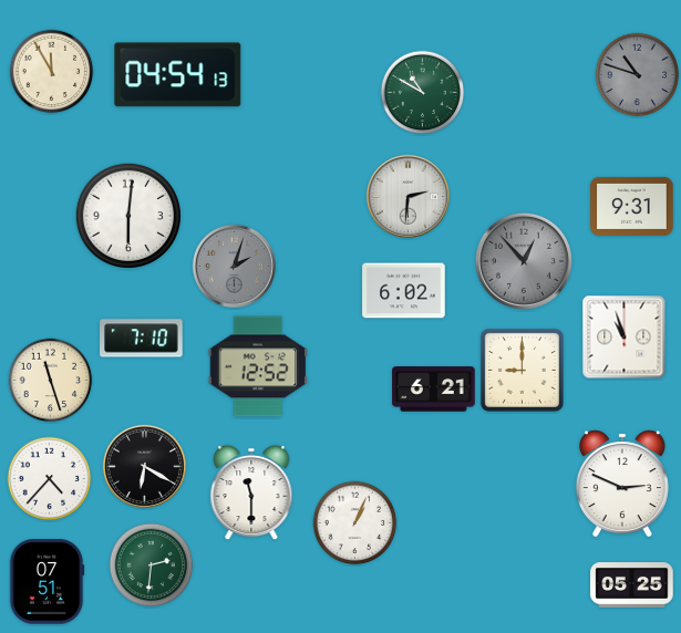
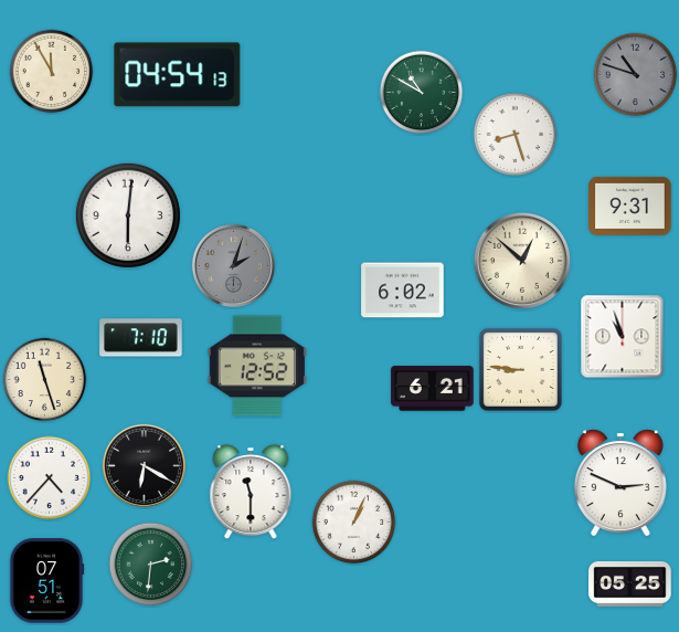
clock at (516, 135): none -> 8:27
clock at (407, 196): 2:31 -> none
clock at (523, 260): 12:53 -> 12:52
clock at (523, 260) dial: grey -> cream
clock at (522, 370): 9:00 -> 8:46
clock at (51, 381) position: (51, 381) -> (45, 380)
